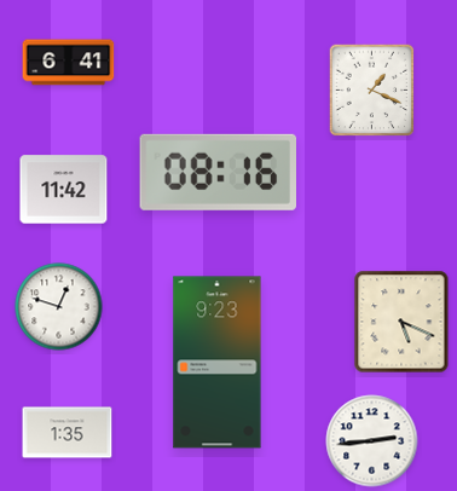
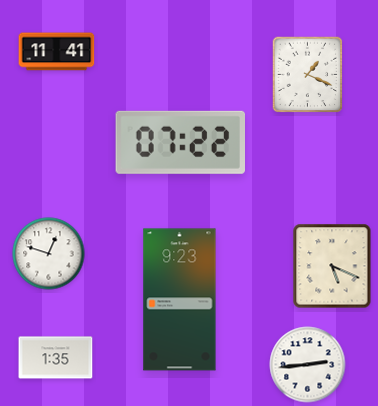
clock at (69, 63): 6:41 -> 11:41
clock at (218, 172): 08:16 -> 07:22
clock at (64, 190): 11:42 -> none
